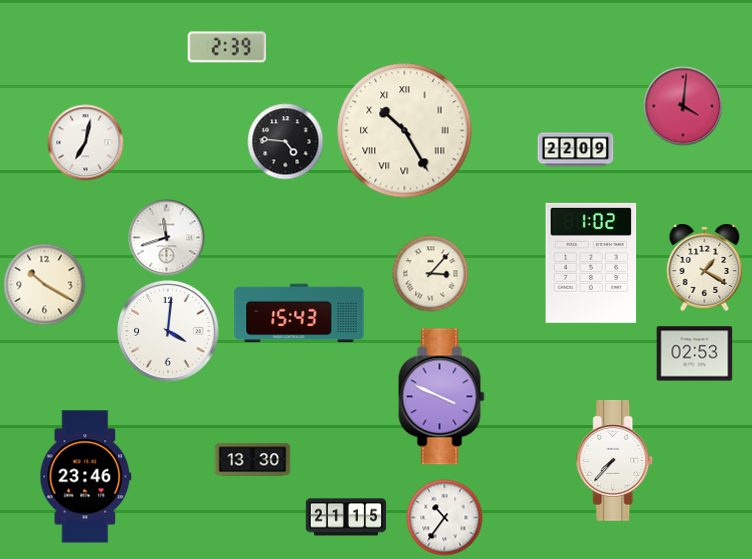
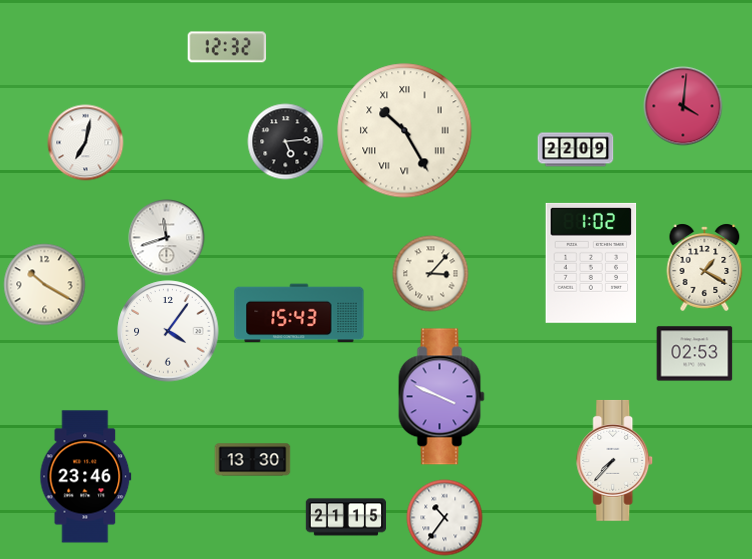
clock at (227, 47): 2:39 -> 12:32
clock at (286, 142): 4:46 -> 5:14
clock at (168, 331): 4:01 -> 4:06
